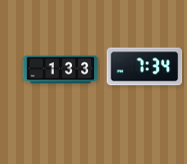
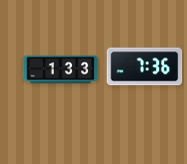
clock at (145, 67): 7:34 -> 7:36
